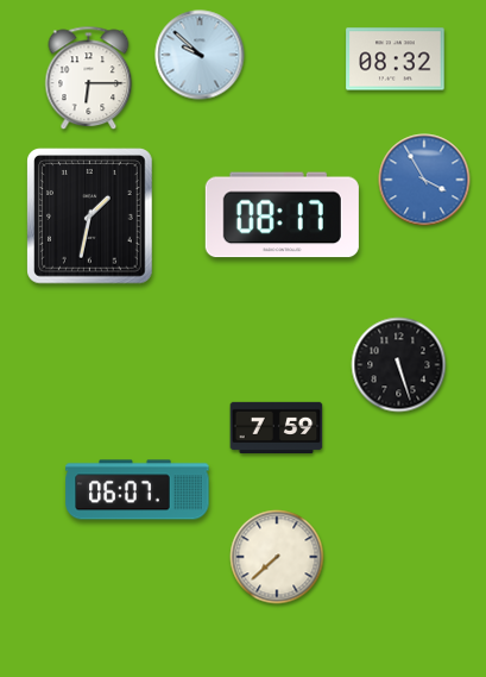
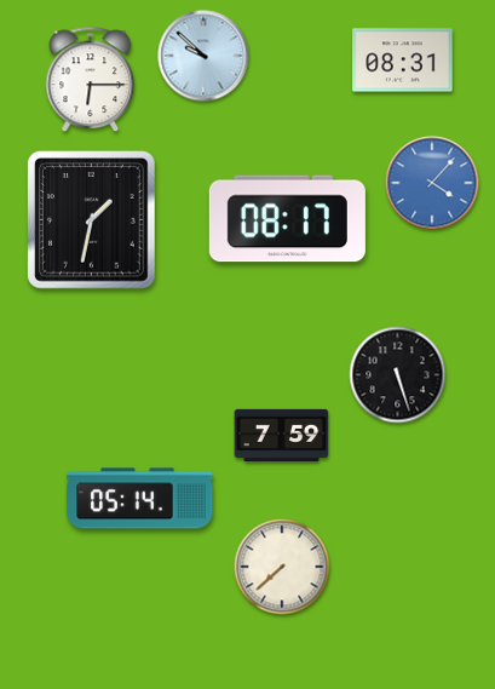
clock at (396, 59): 08:32 -> 08:31
clock at (424, 180): 3:55 -> 4:07
clock at (399, 365) position: (399, 365) -> (398, 375)
clock at (138, 490): 06:07 -> 05:14
